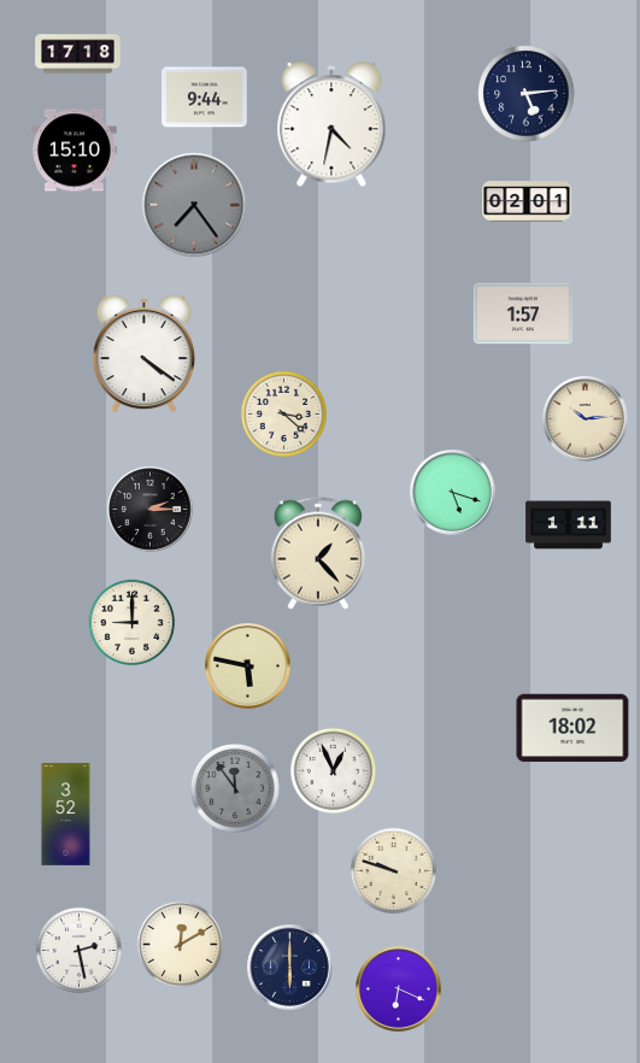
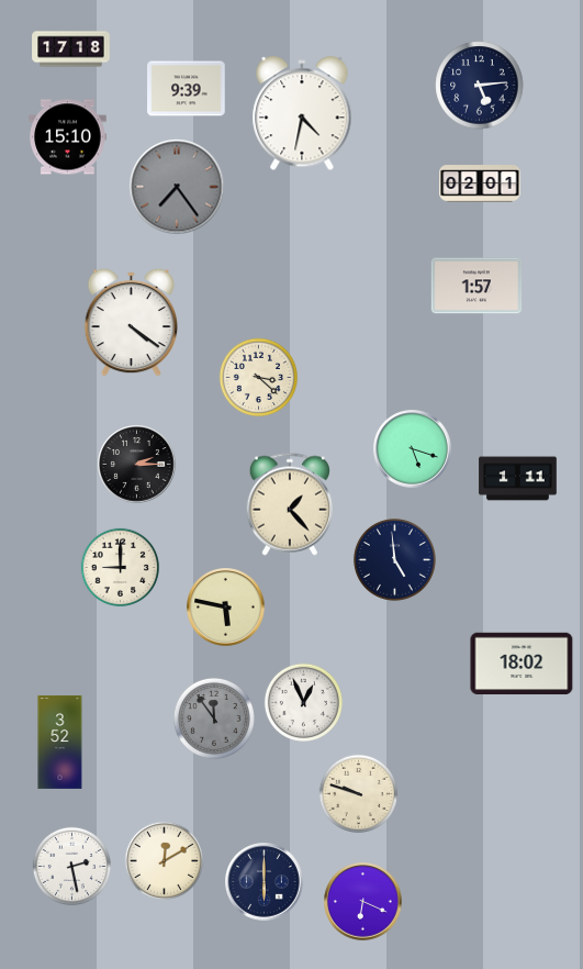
clock at (205, 98): 9:44 -> 9:39
clock at (586, 419): 10:14 -> none
clock at (394, 559): none -> 4:59
